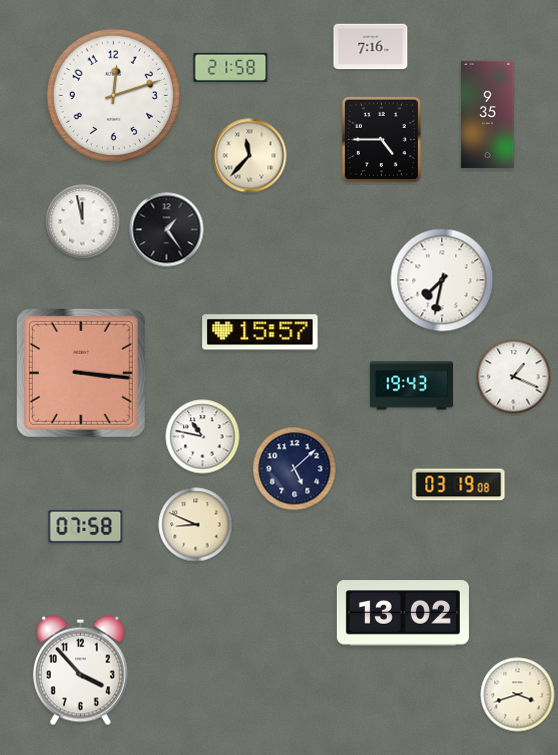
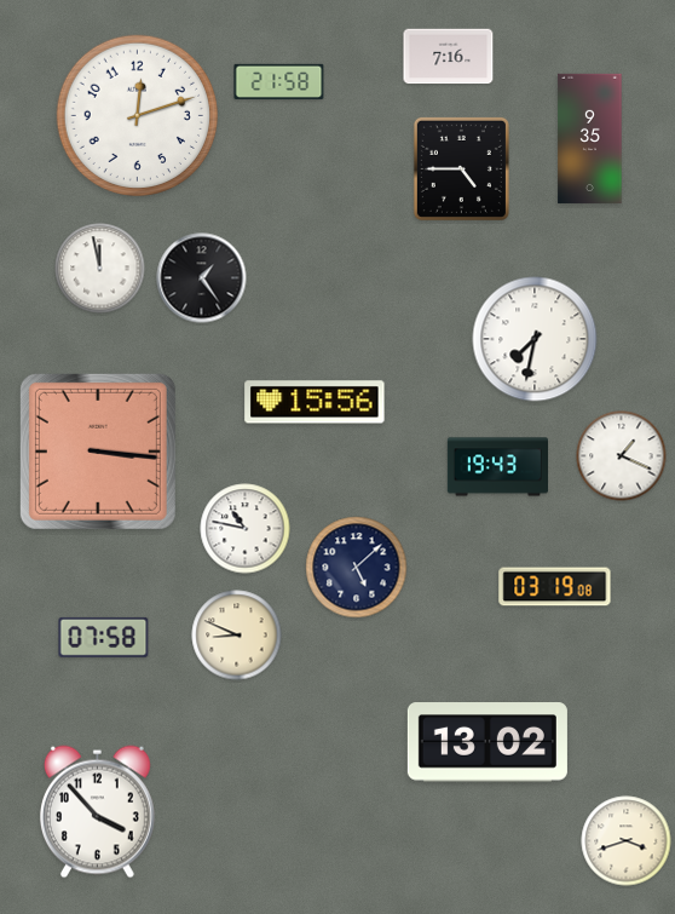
clock at (250, 156): 11:37 -> none
clock at (260, 332): 15:57 -> 15:56
